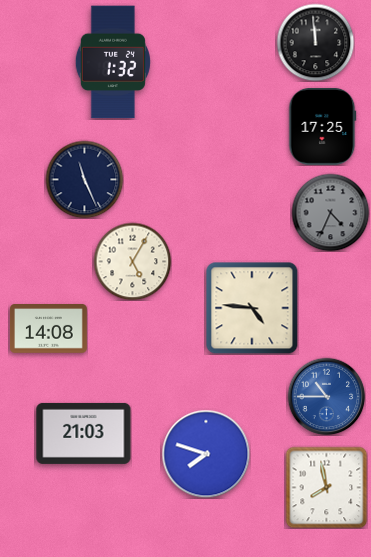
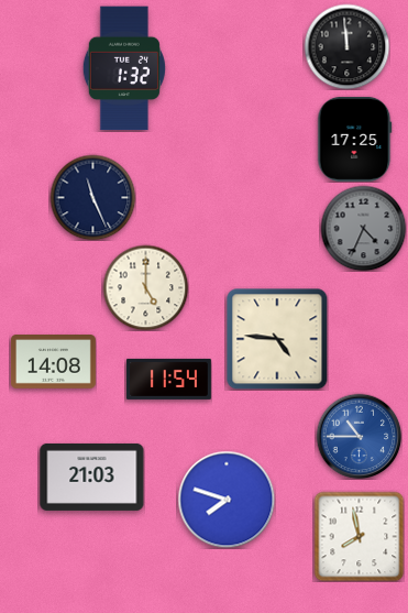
clock at (330, 212) position: (330, 212) -> (363, 228)
clock at (132, 261): 5:05 -> 5:00
clock at (168, 379): none -> 11:54
